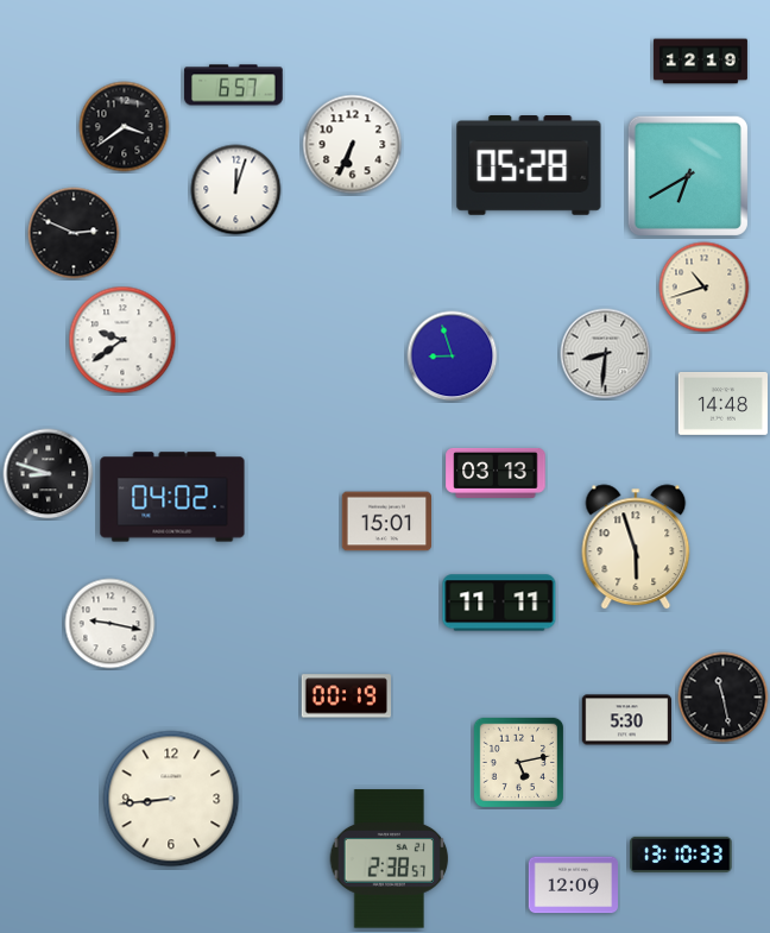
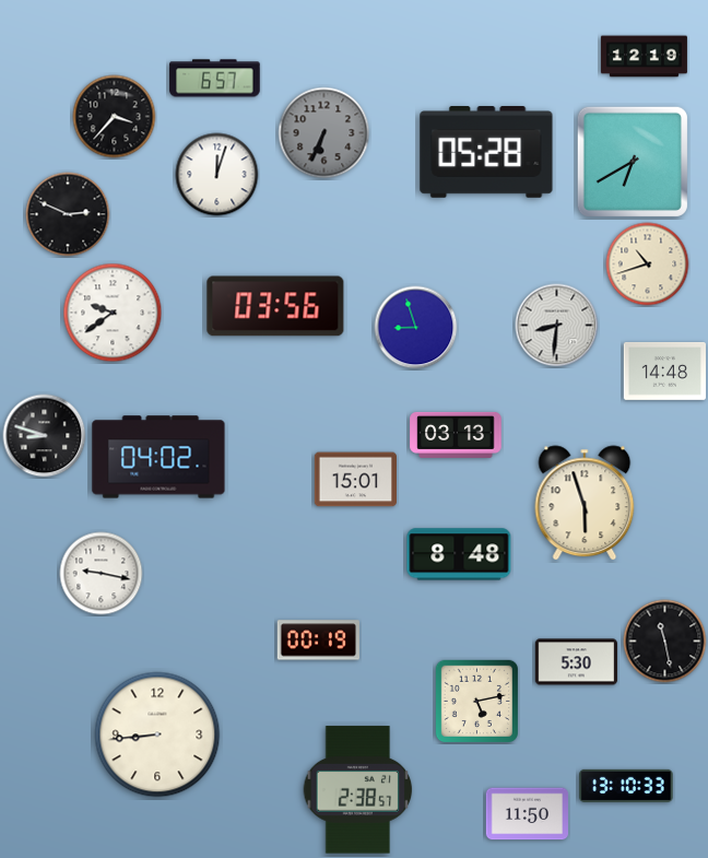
clock at (125, 127): 3:39 -> 3:37
clock at (353, 145) dial: white -> grey
clock at (275, 306): none -> 03:56
clock at (499, 603): 11:11 -> 8:48
clock at (573, 885): 12:09 -> 11:50
